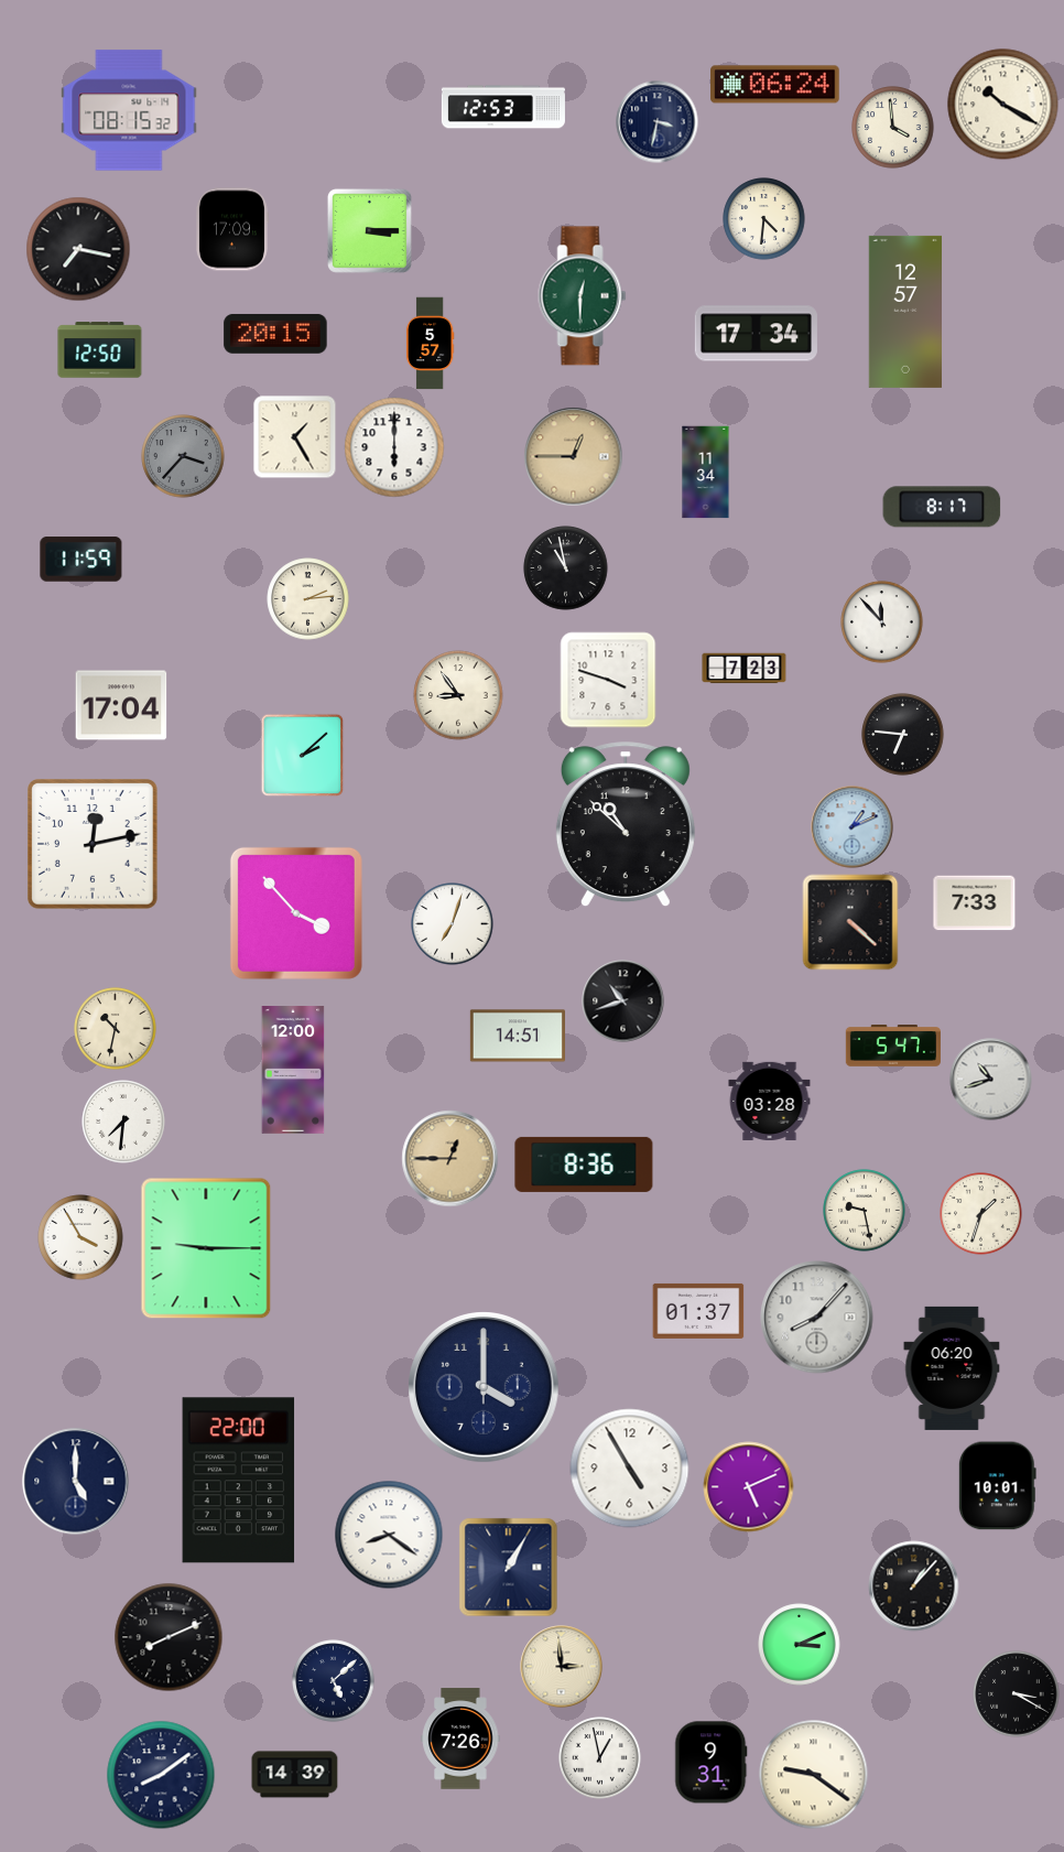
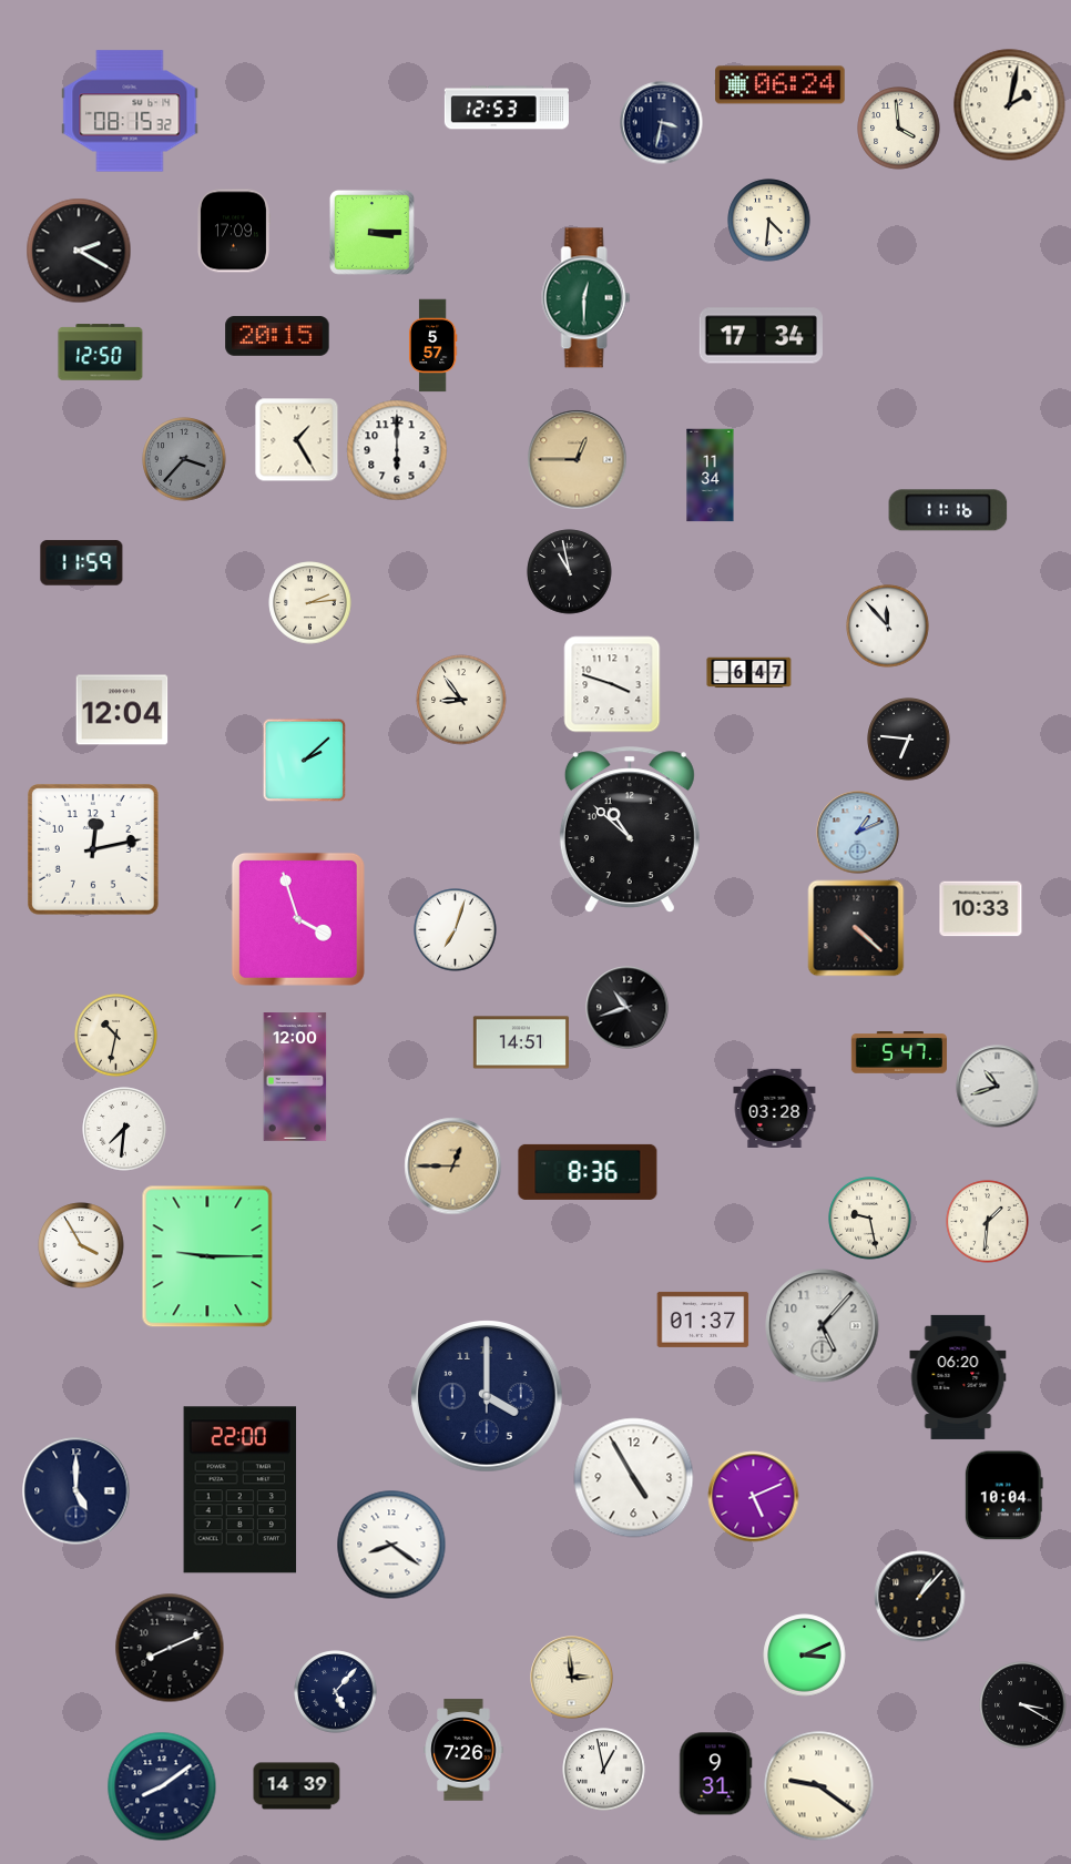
clock at (1003, 105): 10:20 -> 2:02
clock at (78, 249): 7:17 -> 2:20
clock at (904, 312): 12:57 -> none
clock at (942, 507): 8:17 -> 11:16
clock at (745, 669): 7:23 -> 6:47
clock at (121, 705): 17:04 -> 12:04
clock at (975, 903): 7:33 -> 10:33
clock at (296, 913): 3:53 -> 3:57
clock at (981, 1214): 1:33 -> 1:31
clock at (817, 1318): 8:07 -> 5:07
clock at (997, 1486): 10:01 -> 10:04
clock at (509, 1568): 1:05 -> none
clock at (562, 1667) position: (562, 1667) -> (572, 1678)
clock at (334, 1681): 5:08 -> 5:07
